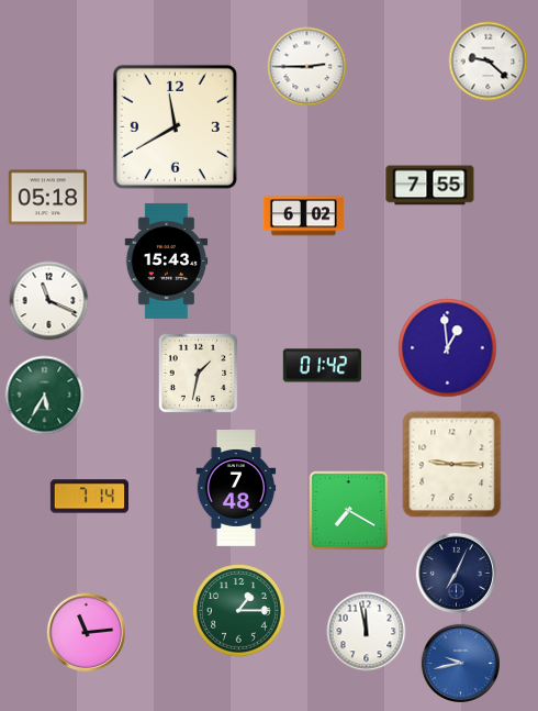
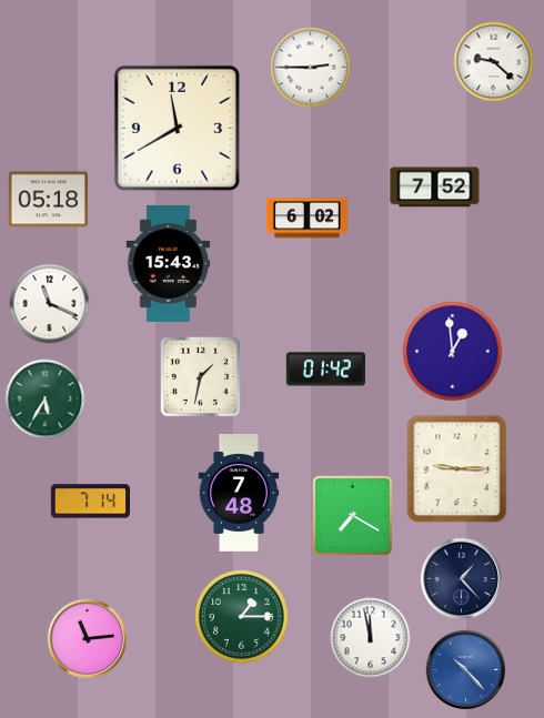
clock at (430, 186): 7:55 -> 7:52
clock at (456, 573): 7:04 -> 1:23
clock at (461, 664): 9:43 -> 10:23
